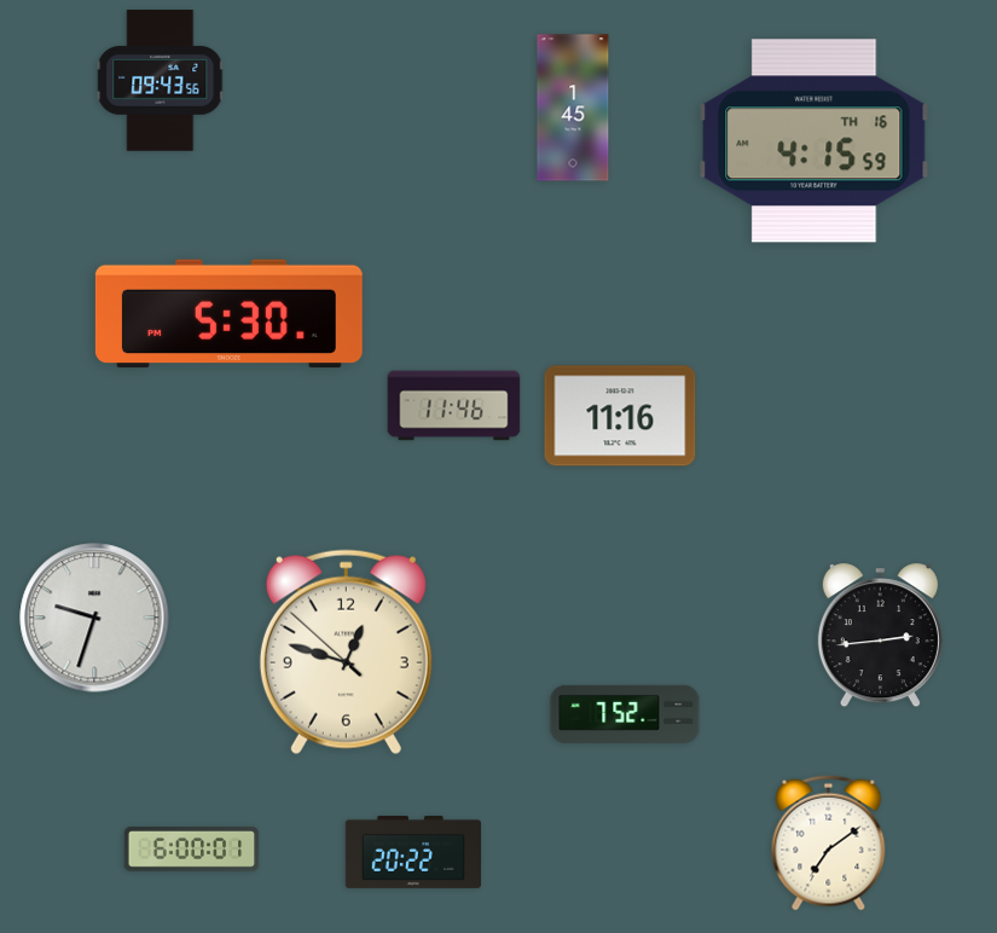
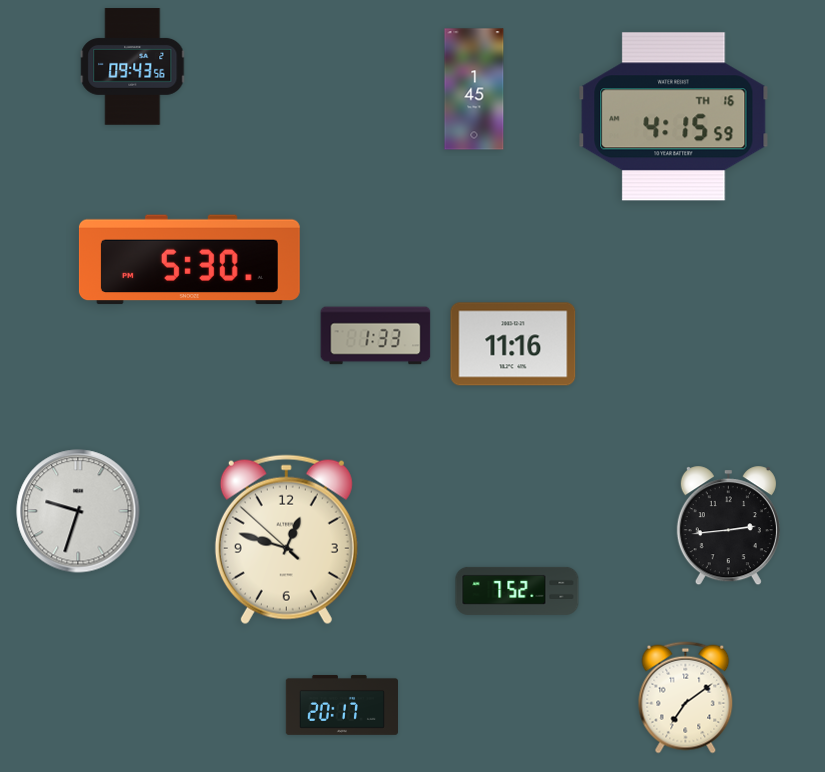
clock at (454, 406): 11:46 -> 1:33
clock at (192, 850): 6:00 -> none
clock at (413, 852): 20:22 -> 20:17
